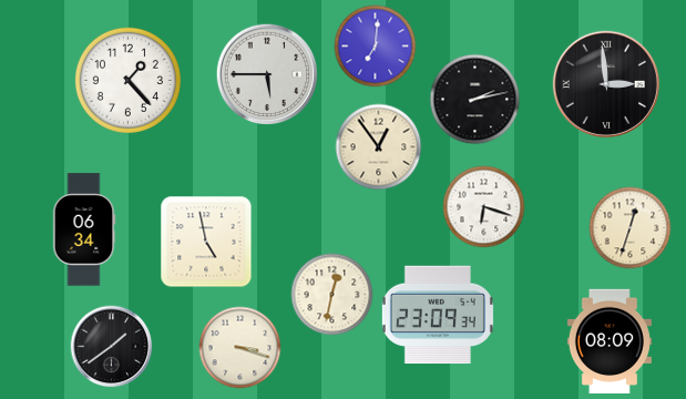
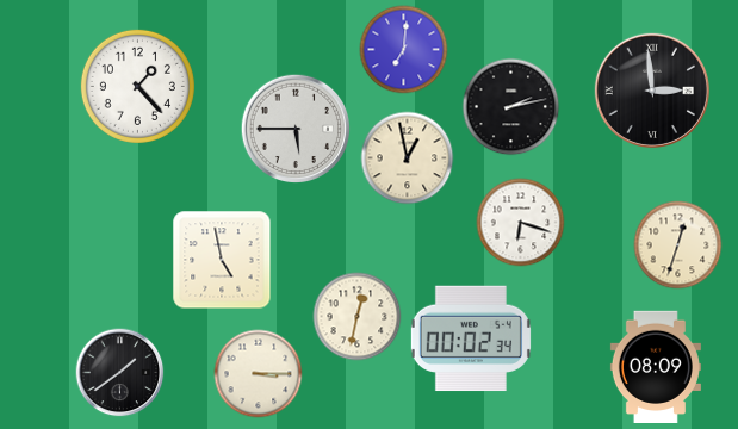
clock at (267, 74) position: (267, 74) -> (296, 129)
clock at (379, 147): 12:54 -> 12:58
clock at (84, 229): 06:34 -> none
clock at (438, 315): 23:09 -> 00:02
clock at (240, 348): 3:18 -> 3:15
